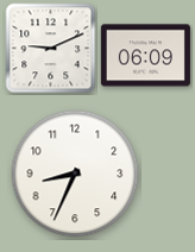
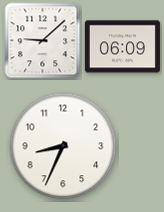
clock at (51, 49): 9:11 -> 9:08
